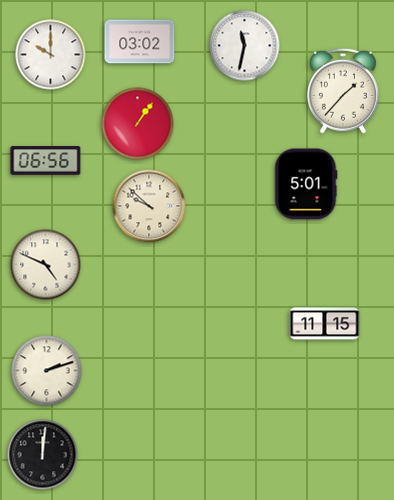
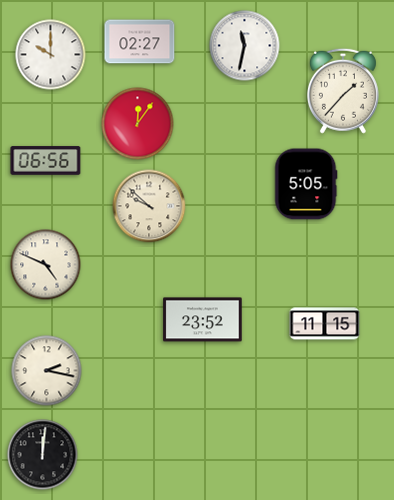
clock at (140, 42): 03:02 -> 02:27
clock at (138, 124): 1:06 -> 12:06
clock at (306, 184): 5:01 -> 5:05
clock at (203, 320): none -> 23:52
clock at (47, 371): 2:12 -> 2:17
